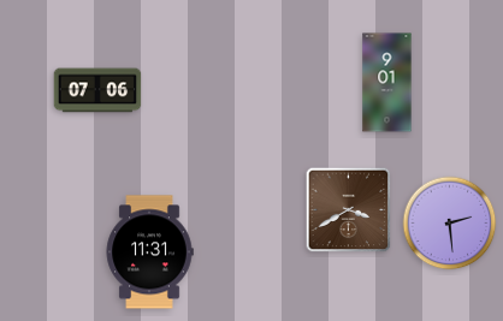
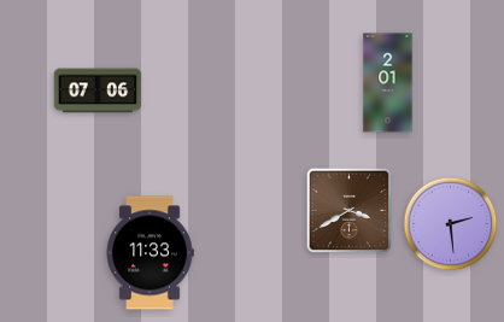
clock at (387, 83): 9:01 -> 2:01
clock at (149, 252): 11:31 -> 11:33
